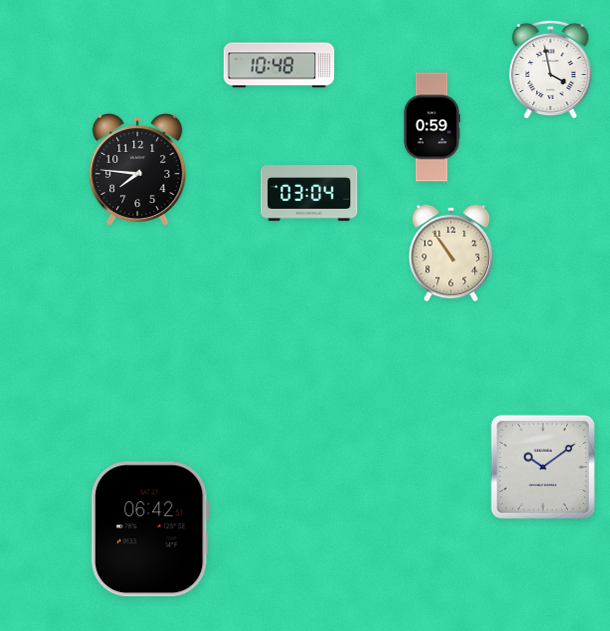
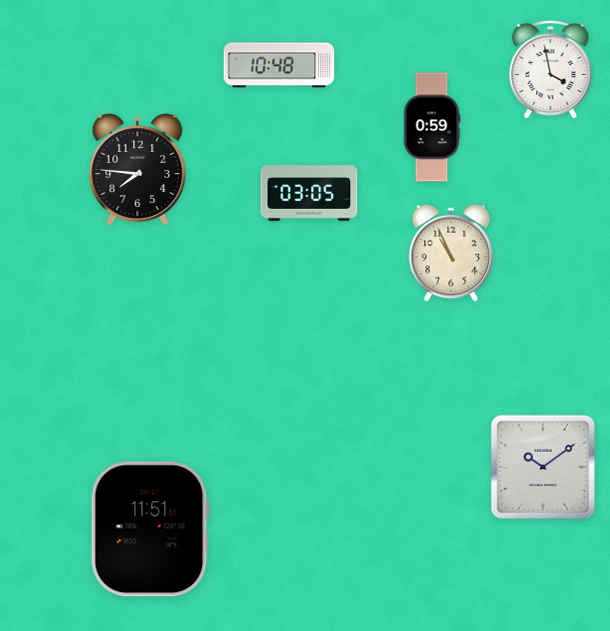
clock at (309, 193): 03:04 -> 03:05
clock at (451, 253): 10:54 -> 10:56
clock at (150, 529): 06:42 -> 11:51
